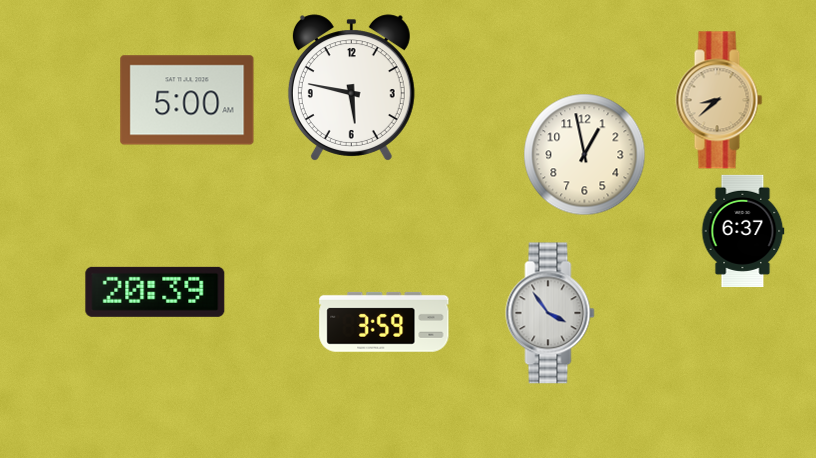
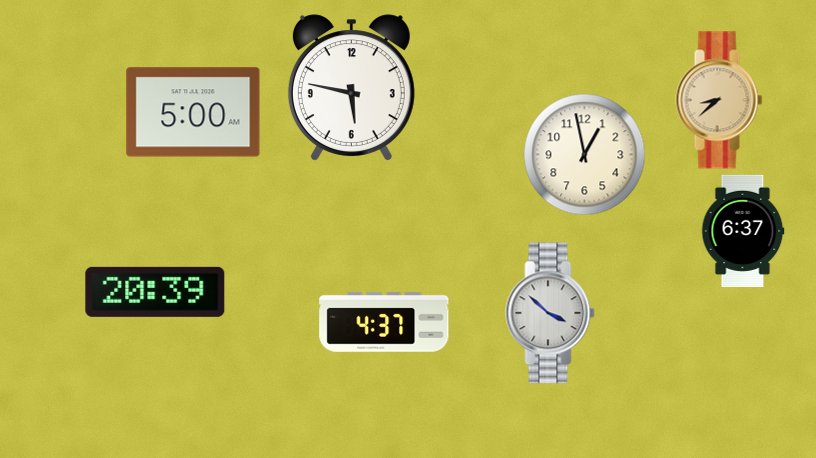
clock at (187, 100) position: (187, 100) -> (193, 112)
clock at (550, 313): 3:54 -> 3:52
clock at (384, 322): 3:59 -> 4:37
